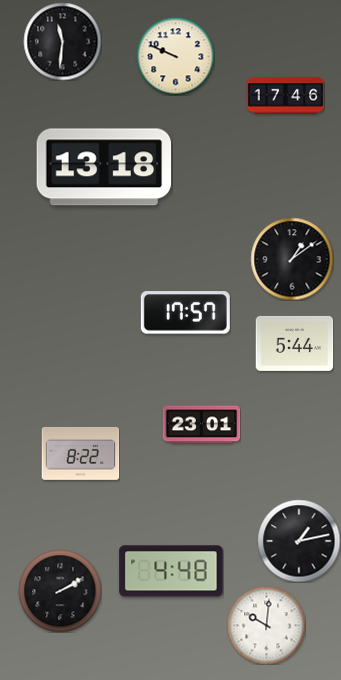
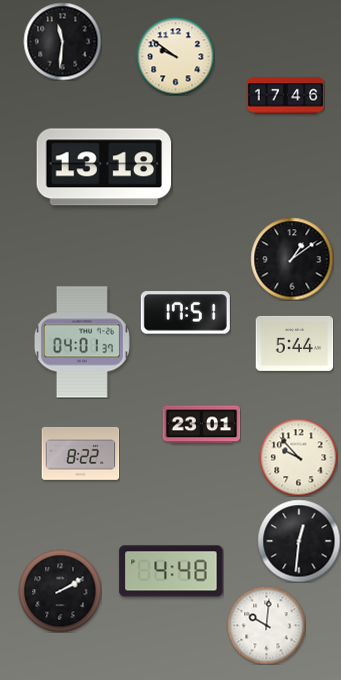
clock at (175, 56): 9:49 -> 9:51
clock at (185, 313): 17:57 -> 17:51
clock at (82, 342): none -> 04:01
clock at (298, 457): none -> 9:53
clock at (299, 541): 1:13 -> 12:31
